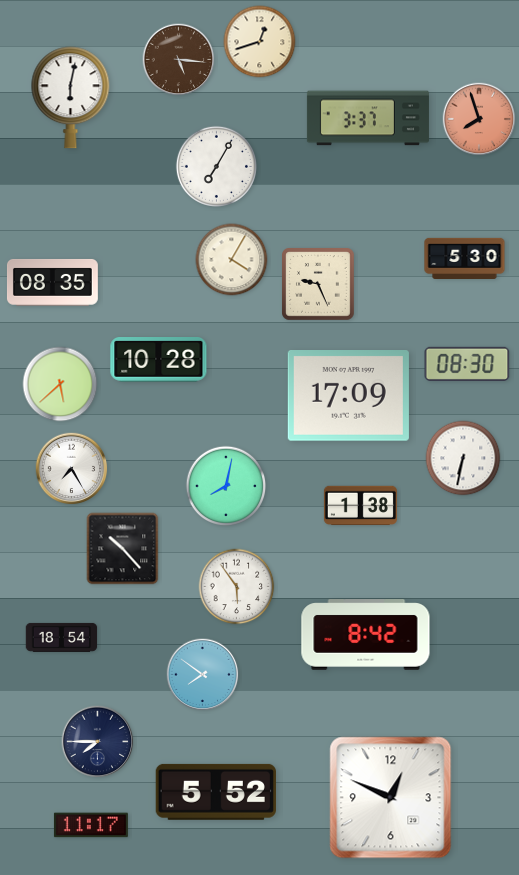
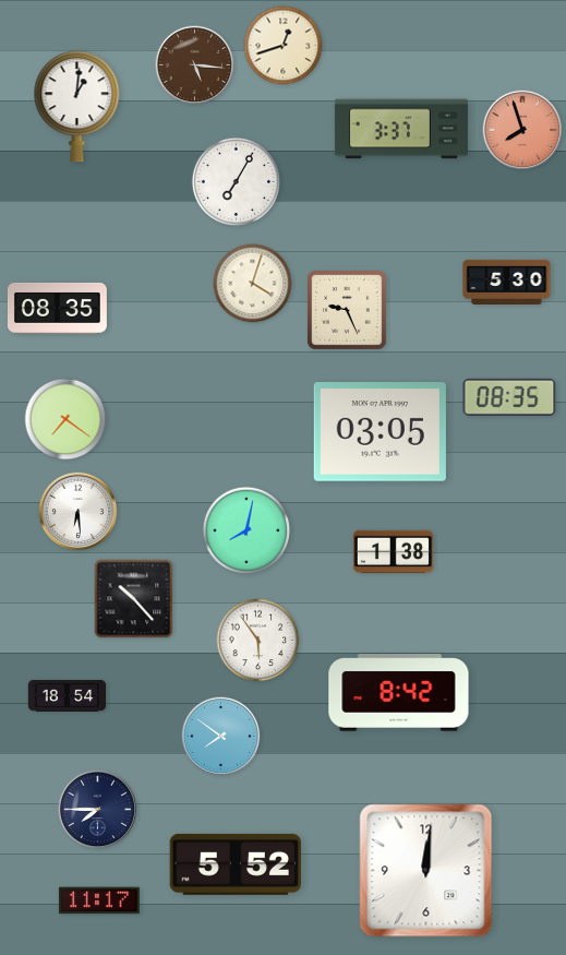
clock at (71, 98): 6:02 -> 1:01
clock at (232, 260): 4:05 -> 4:03
clock at (159, 360): 10:28 -> none
clock at (467, 364): 08:30 -> 08:35
clock at (60, 384): 5:38 -> 7:21
clock at (348, 396): 17:09 -> 03:05
clock at (463, 458): 6:32 -> none
clock at (72, 469): 7:25 -> 6:29
clock at (98, 742) position: (98, 742) -> (98, 810)
clock at (391, 798): 12:49 -> 12:01
